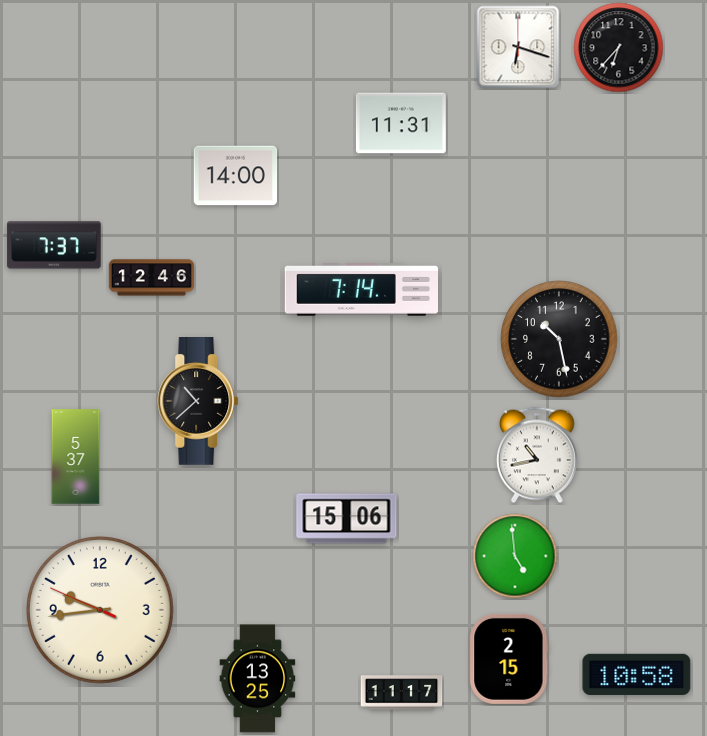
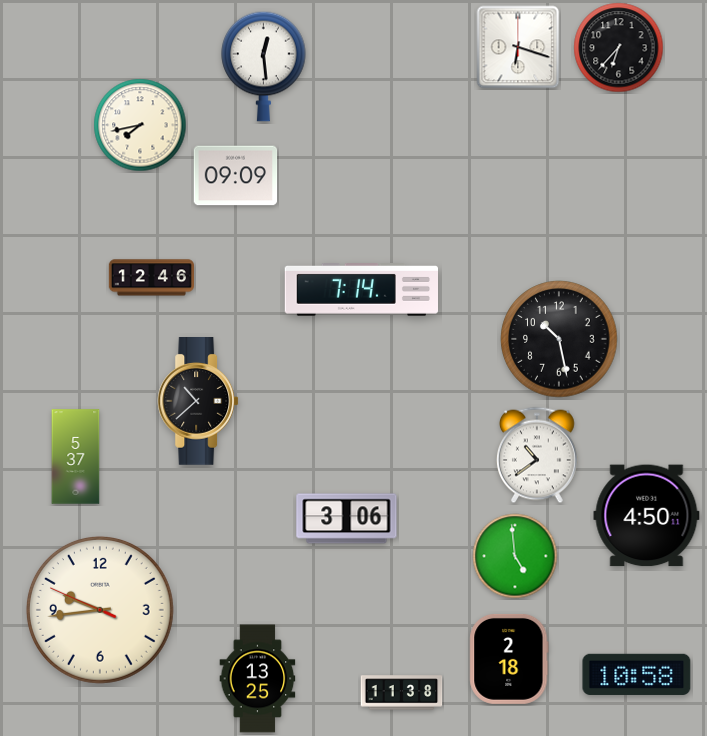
clock at (264, 66): none -> 12:29
clock at (401, 123): 11:31 -> none
clock at (140, 125): none -> 7:43
clock at (236, 176): 14:00 -> 09:09
clock at (54, 245): 7:37 -> none
clock at (537, 455): 10:43 -> 10:39
clock at (647, 516): none -> 4:50
clock at (347, 519): 15:06 -> 3:06
clock at (509, 659): 2:15 -> 2:18
clock at (402, 693): 11:17 -> 11:38
